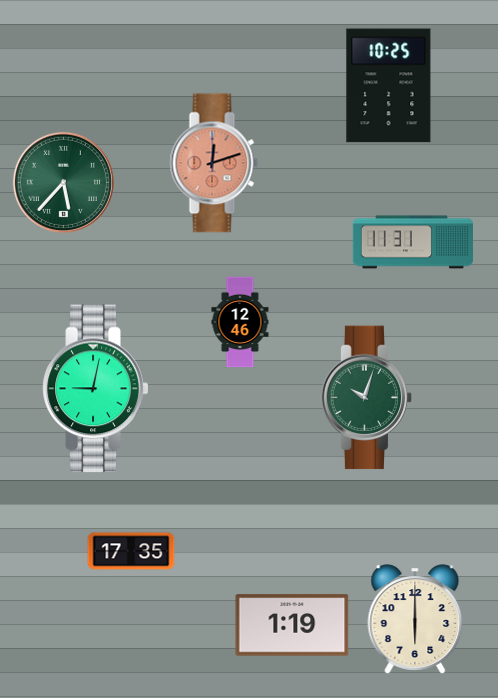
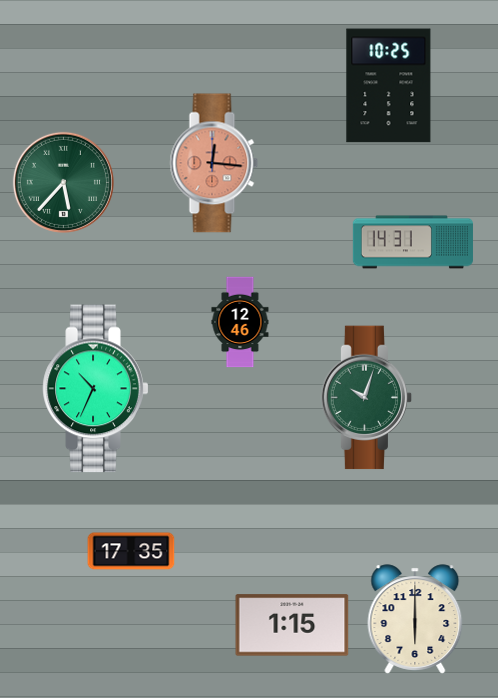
clock at (214, 163): 12:12 -> 12:16
clock at (413, 242): 11:31 -> 14:31
clock at (96, 389): 9:02 -> 10:34
clock at (292, 625): 1:19 -> 1:15
